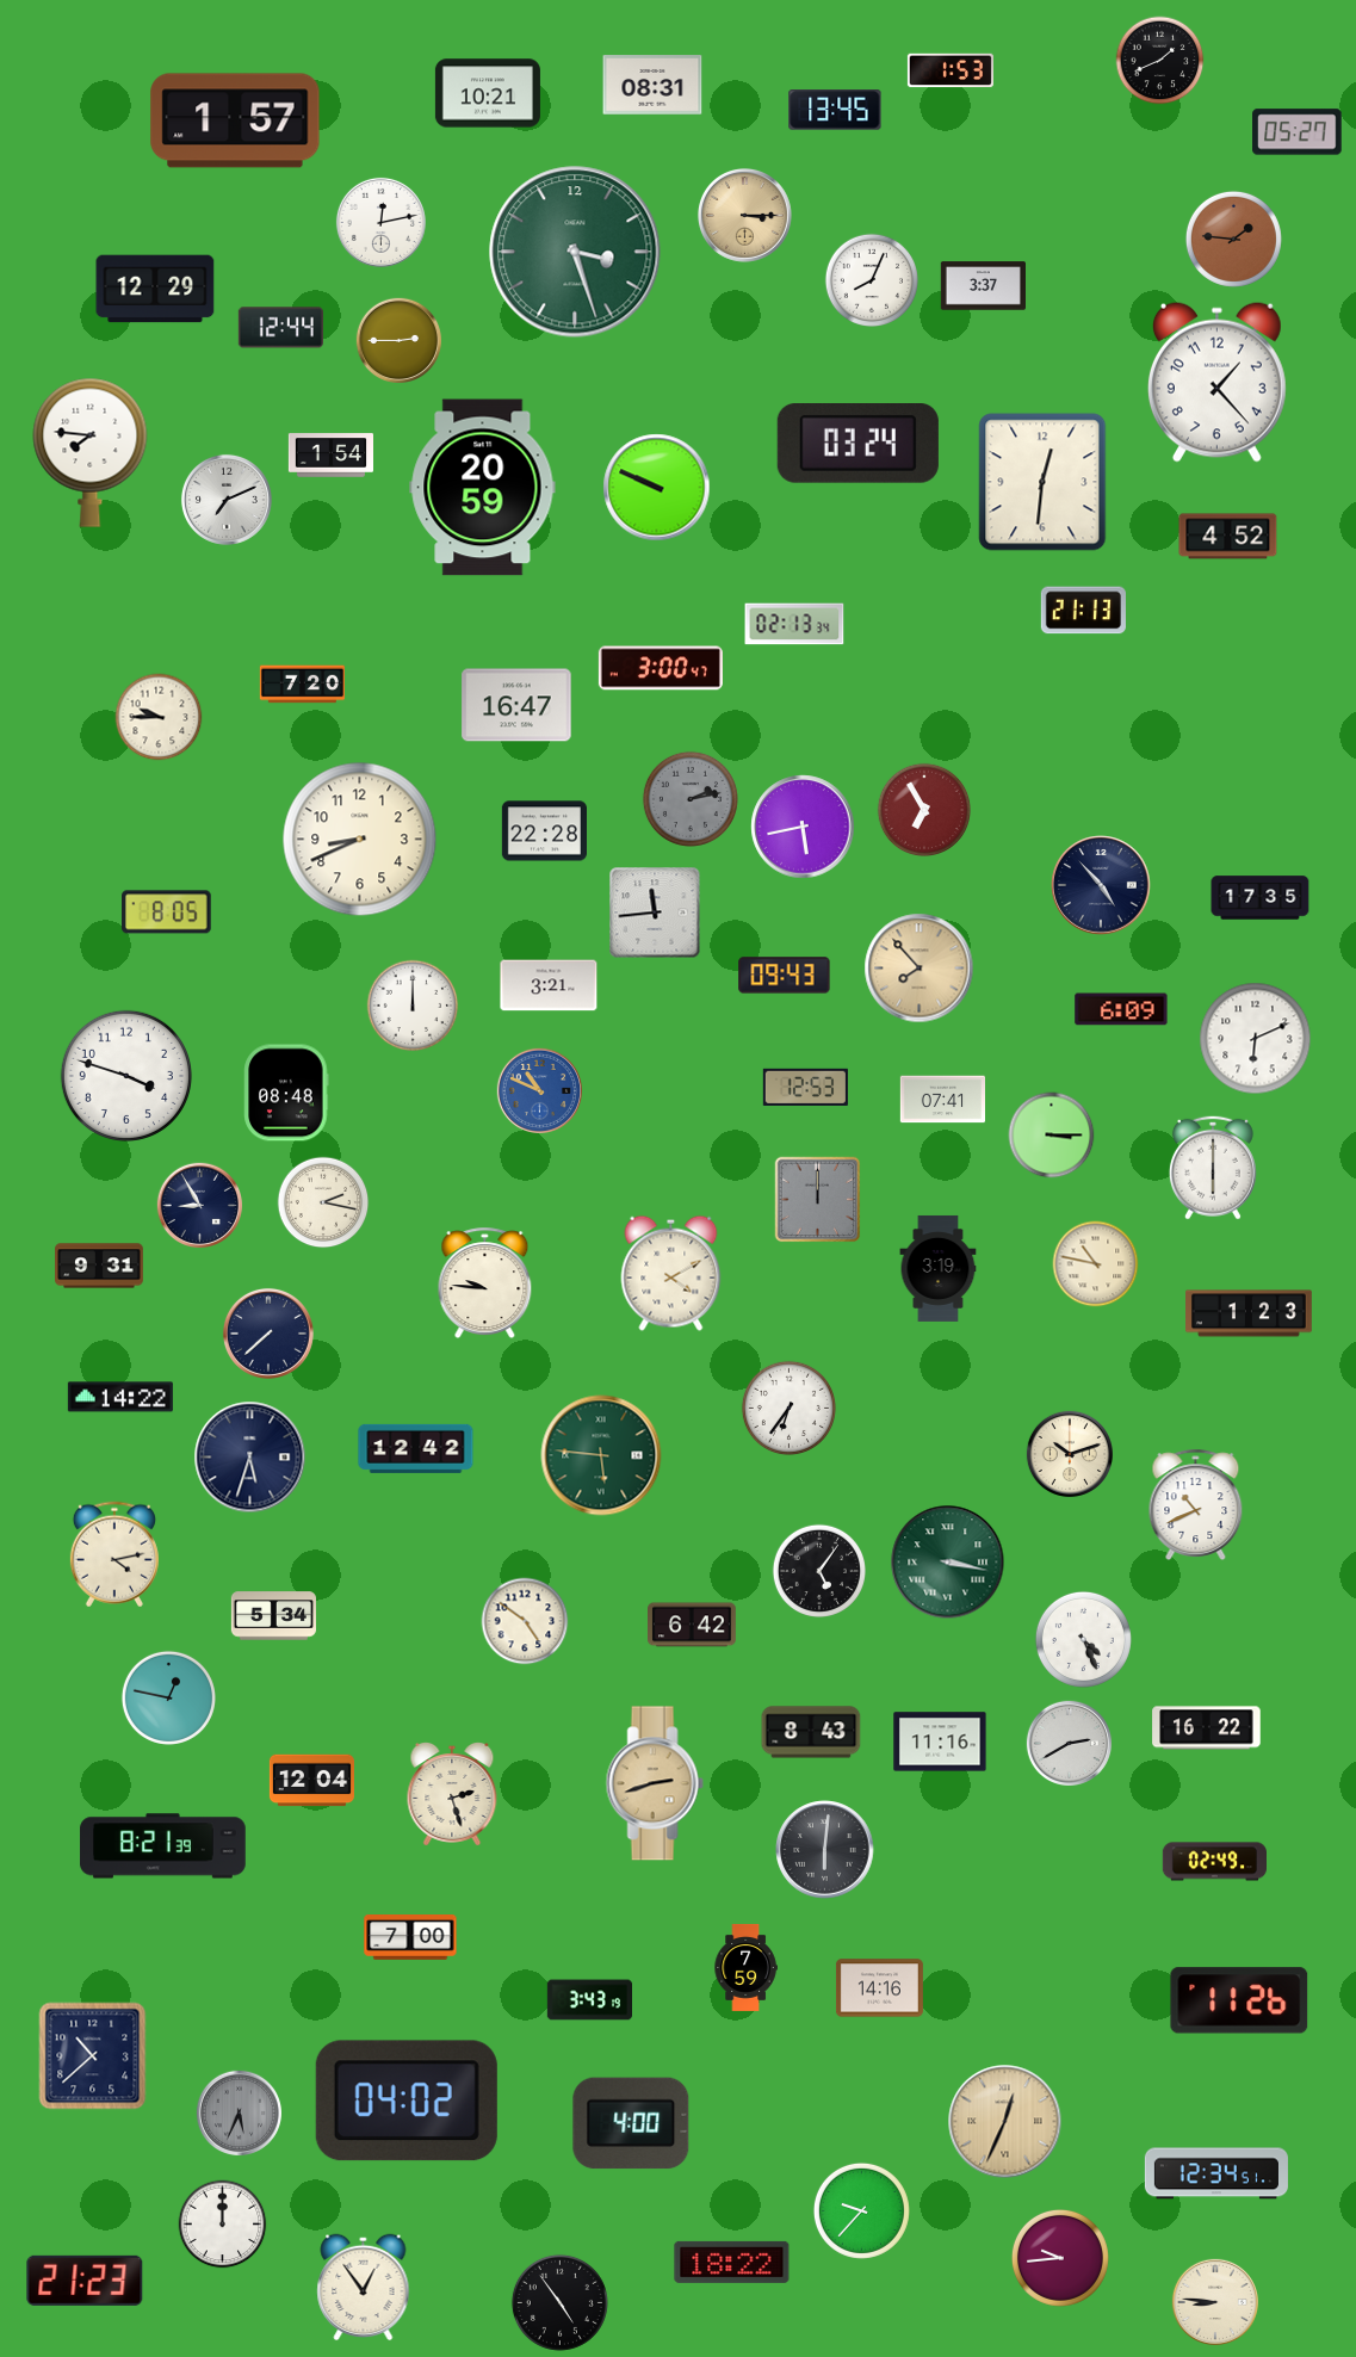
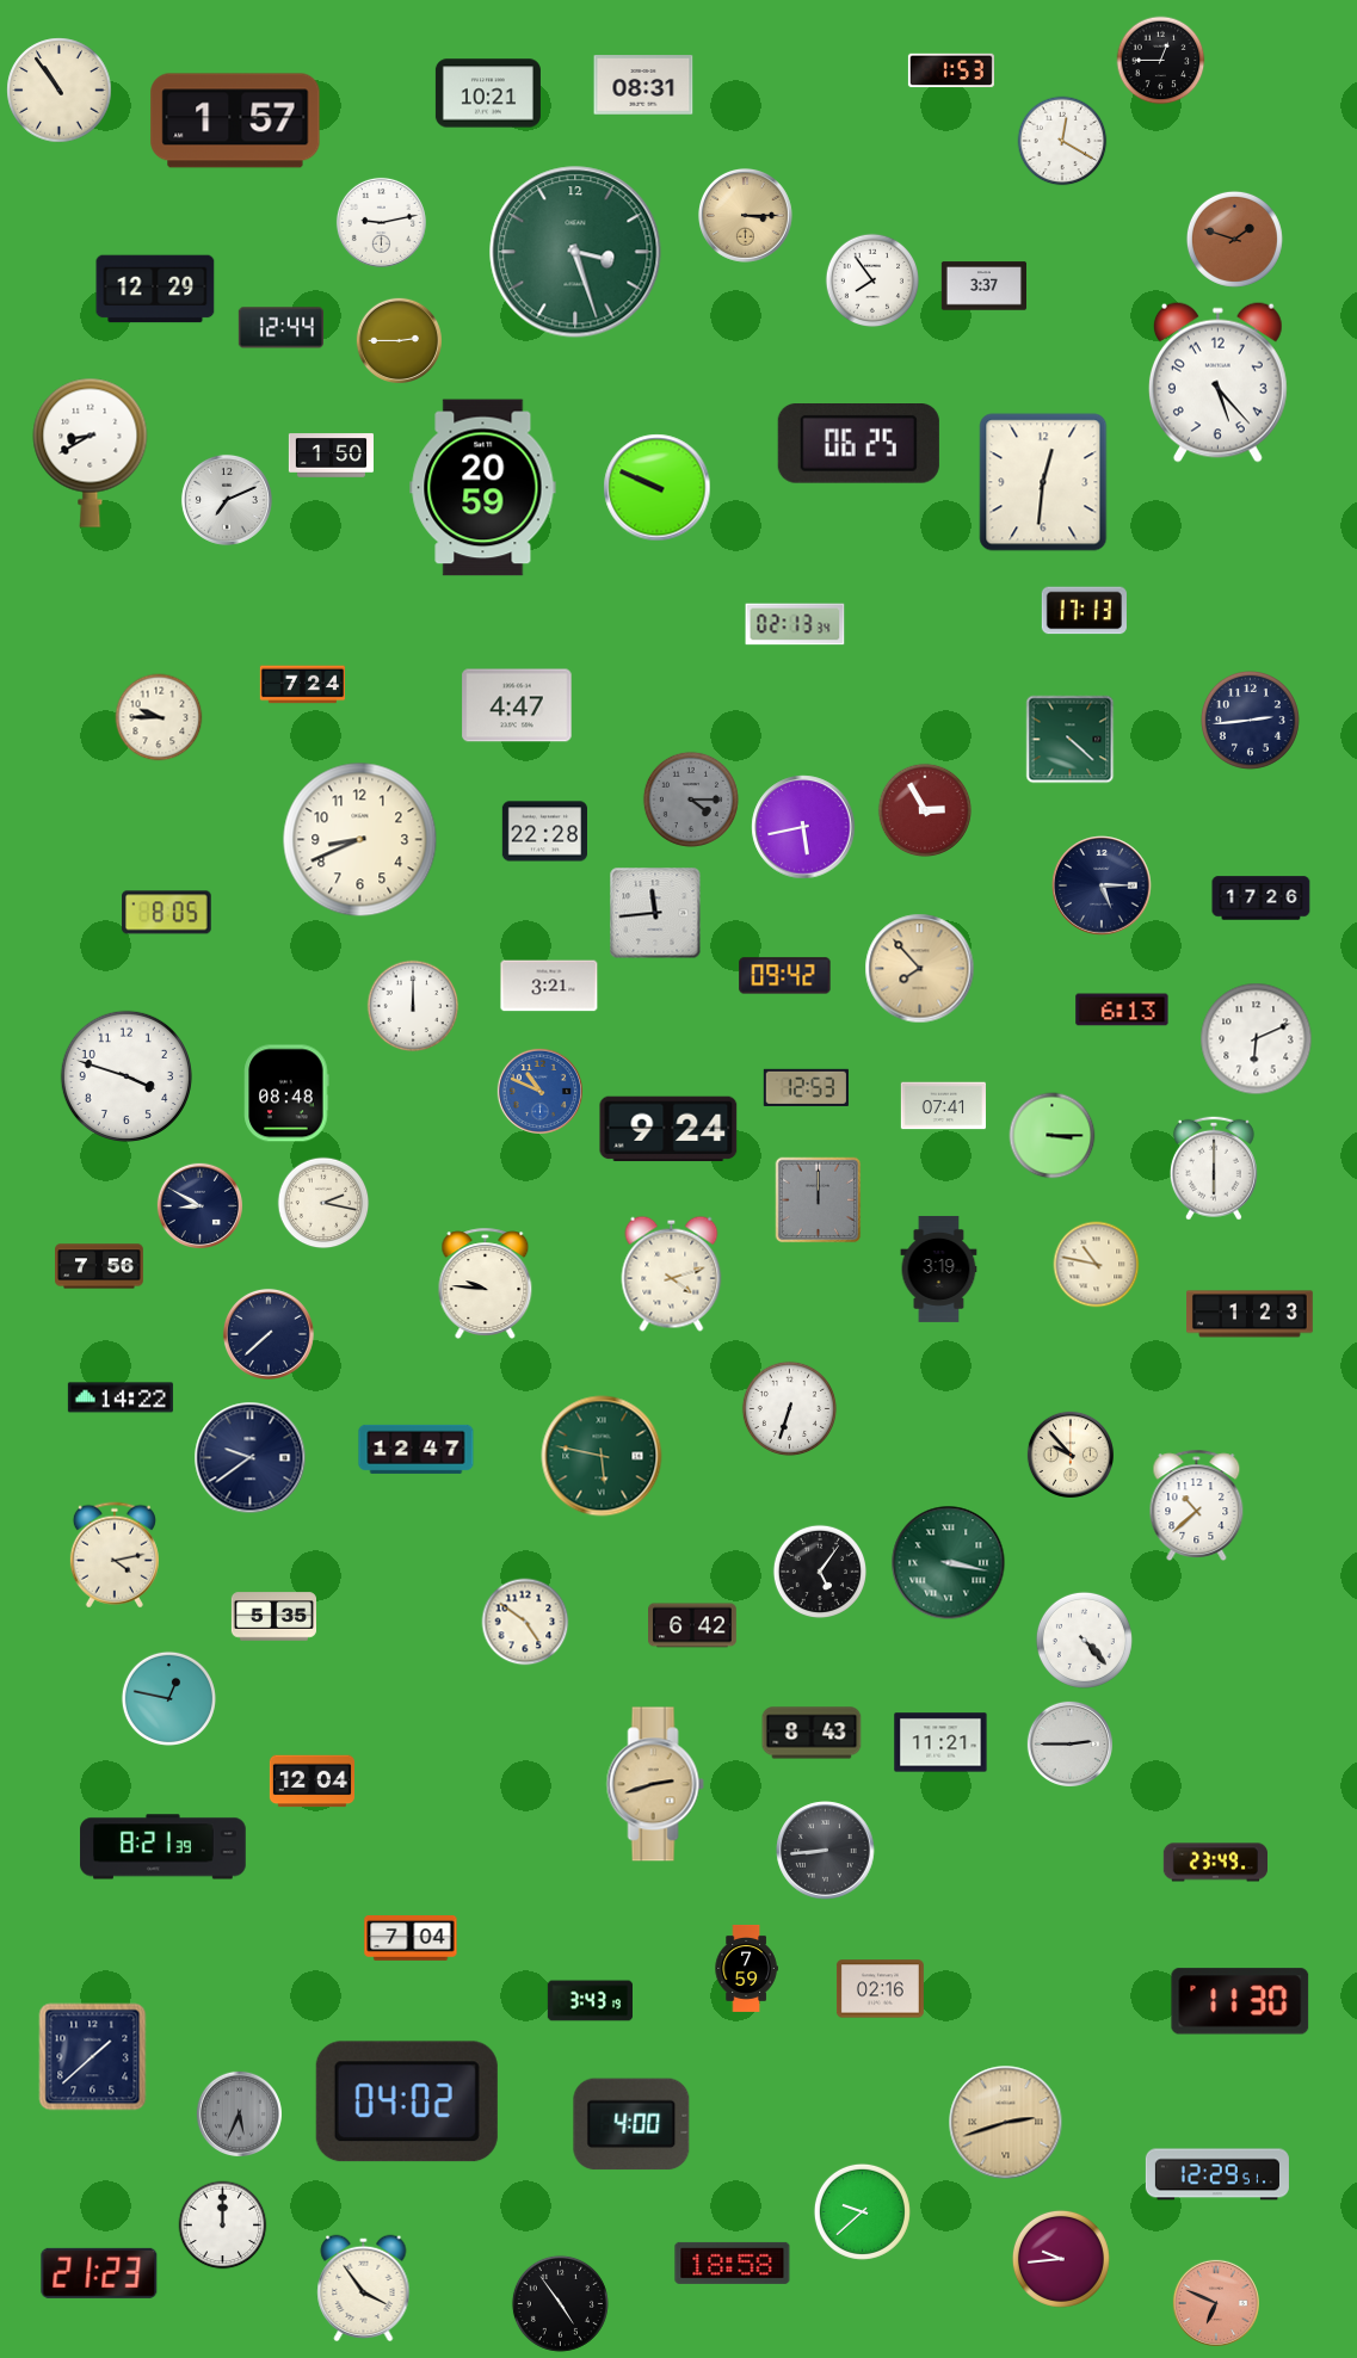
clock at (1160, 61): 1:41 -> 12:45
clock at (652, 85) position: (652, 85) -> (643, 85)
clock at (60, 91): none -> 10:54
clock at (835, 110): 13:45 -> none
clock at (1298, 132): 05:27 -> none
clock at (1062, 141): none -> 12:20
clock at (380, 222): 12:13 -> 9:13
clock at (1233, 239): 1:46 -> 1:48
clock at (871, 279): 8:04 -> 7:54
clock at (1216, 382): 1:23 -> 5:23
clock at (857, 444): 03:24 -> 06:25
clock at (91, 452): 7:46 -> 8:40
clock at (330, 456): 1:54 -> 1:50
clock at (1228, 537): 4:52 -> none
clock at (1083, 611): 21:13 -> 17:13
clock at (661, 668): 3:00 -> none
clock at (302, 685): 7:20 -> 7:24
clock at (516, 705): 16:47 -> 4:47
clock at (1250, 720): none -> 2:44
clock at (1071, 740): none -> 4:22
clock at (691, 799): 2:13 -> 4:15
clock at (923, 809): 6:55 -> 2:55
clock at (1101, 885): 4:53 -> 5:15
clock at (1261, 898): 17:35 -> 17:26
clock at (785, 976): 09:43 -> 09:42
clock at (1121, 1009): 6:09 -> 6:13
clock at (942, 1100) position: (942, 1100) -> (943, 1106)
clock at (668, 1129): none -> 9:24
clock at (199, 1205): 8:55 -> 8:50
clock at (99, 1266): 9:31 -> 7:56
clock at (671, 1273): 4:10 -> 4:12
clock at (788, 1408): 6:36 -> 6:33
clock at (416, 1448): 12:42 -> 12:47
clock at (1070, 1454): 10:12 -> 9:53
clock at (601, 1455): 5:46 -> 5:47
clock at (250, 1458): 5:33 -> 9:39
clock at (1196, 1504): 10:41 -> 10:38
clock at (273, 1616): 5:34 -> 5:35
clock at (1083, 1639): 4:26 -> 4:23
clock at (1207, 1728): 16:22 -> none
clock at (940, 1742): 11:16 -> 11:21
clock at (1069, 1743): 2:40 -> 2:45
clock at (452, 1795): 2:27 -> none
clock at (825, 1850): 6:01 -> 8:44
clock at (1214, 1862): 02:49 -> 23:49
clock at (410, 1938): 7:00 -> 7:04
clock at (879, 1988): 14:16 -> 02:16
clock at (1239, 2000): 11:26 -> 11:30
clock at (93, 2056): 10:38 -> 1:38
clock at (1005, 2122): 12:34 -> 2:42
clock at (1216, 2173): 12:34 -> 12:29
clock at (861, 2210): 9:37 -> 9:38
clock at (732, 2262): 18:22 -> 18:58
clock at (85, 2281) position: (85, 2281) -> (99, 2273)
clock at (364, 2288): 12:54 -> 3:54
clock at (1215, 2302): 8:46 -> 6:49
clock at (1215, 2302) dial: cream -> salmon
